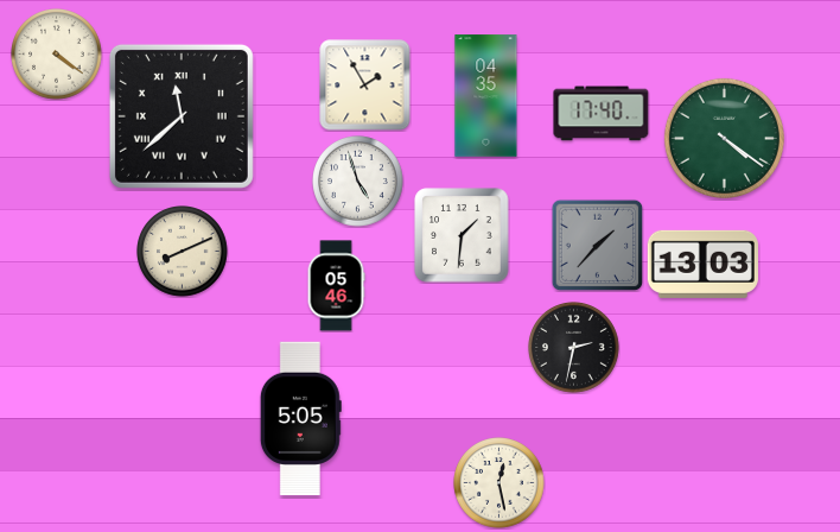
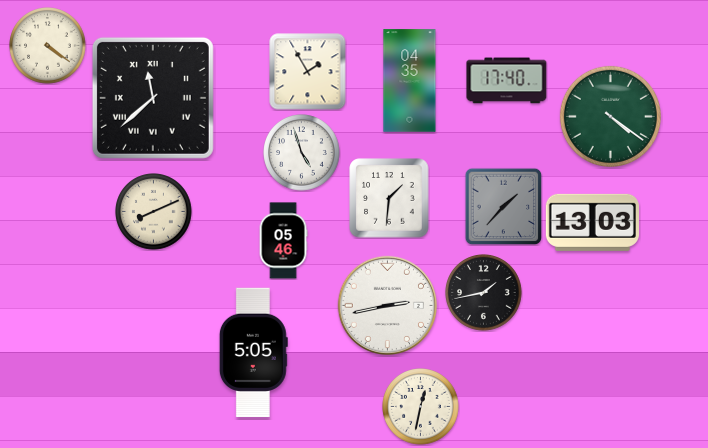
clock at (602, 114) position: (602, 114) -> (507, 81)
clock at (574, 348): 2:32 -> 1:43
clock at (387, 305): none -> 2:43
clock at (499, 483): 12:28 -> 12:32
